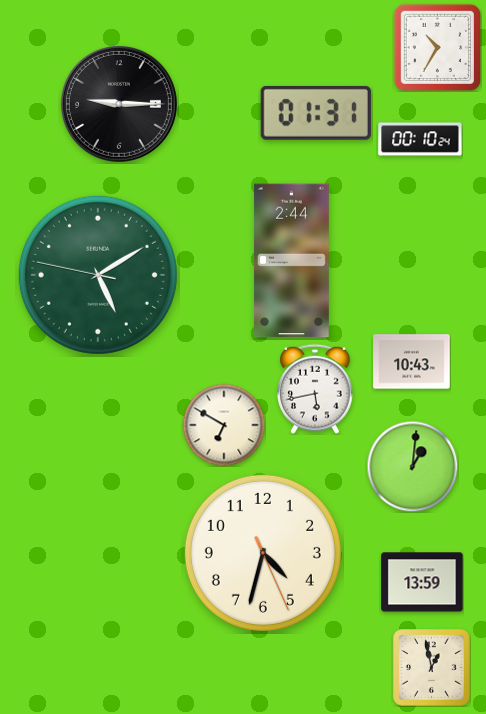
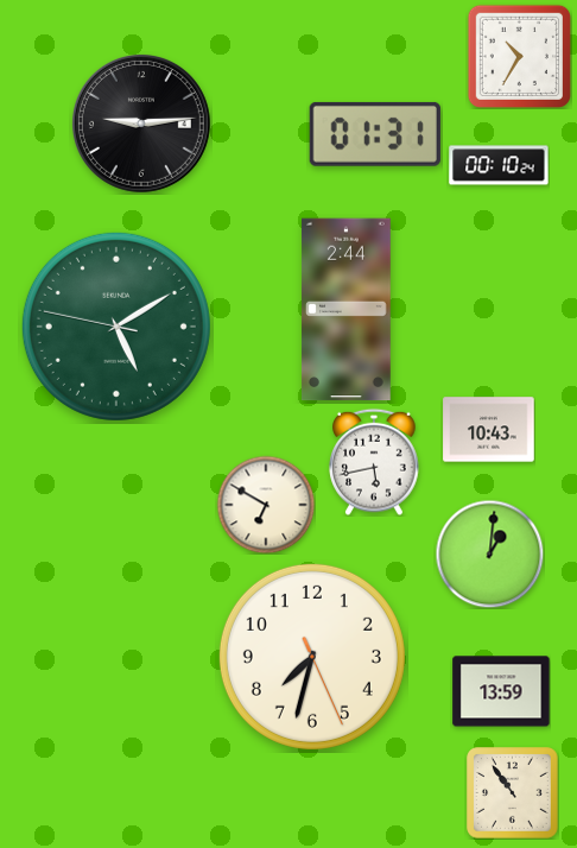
clock at (119, 104): 9:15 -> 9:14
clock at (263, 553): 4:32 -> 7:32
clock at (432, 668): 12:58 -> 10:54
